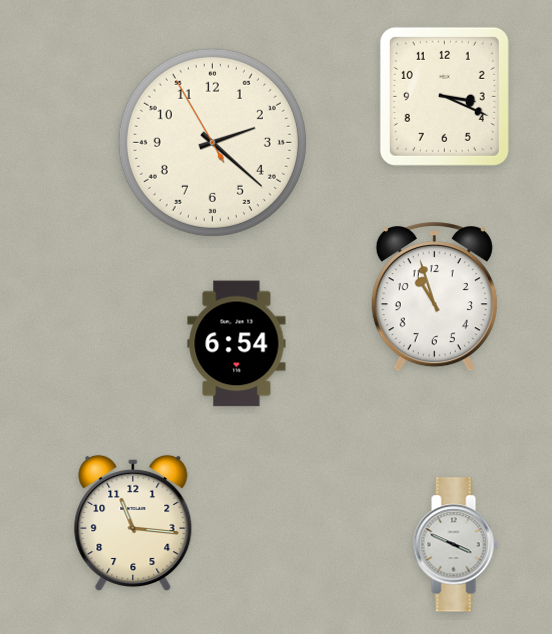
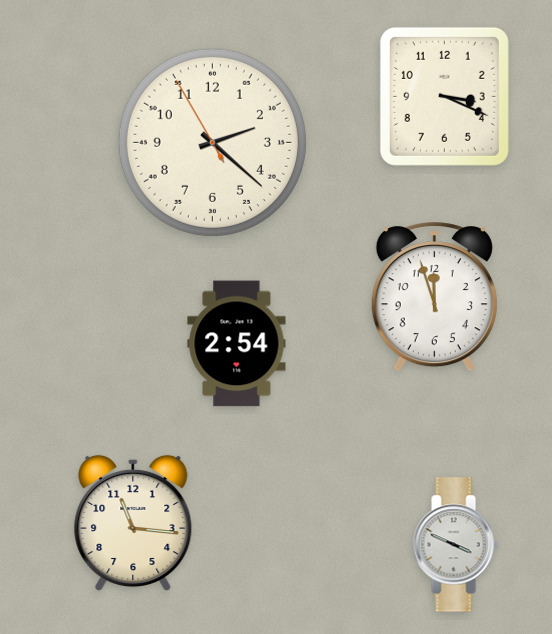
clock at (434, 297): 10:57 -> 11:57
clock at (237, 344): 6:54 -> 2:54
